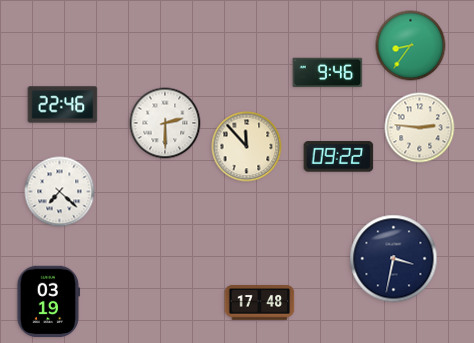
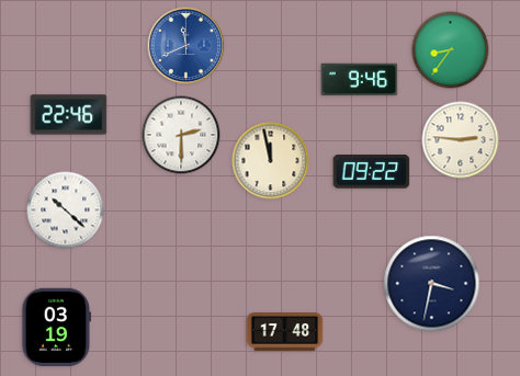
clock at (186, 46): none -> 11:41
clock at (247, 147): 11:53 -> 11:58
clock at (60, 192): 7:22 -> 10:22
clock at (49, 301) position: (49, 301) -> (57, 327)
